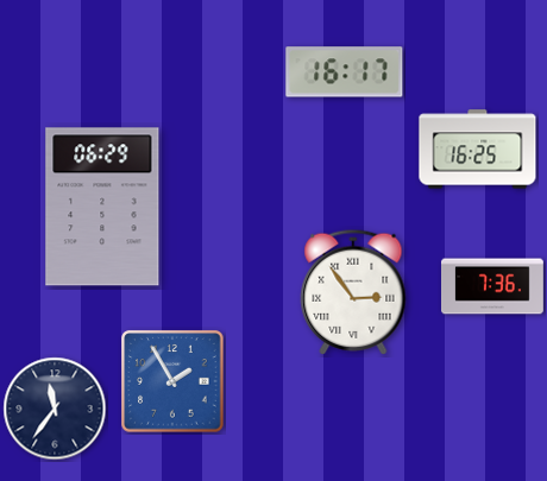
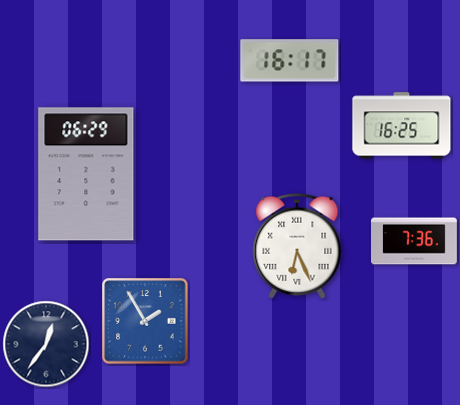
clock at (353, 292): 2:54 -> 6:26
clock at (55, 409): 11:36 -> 12:36
